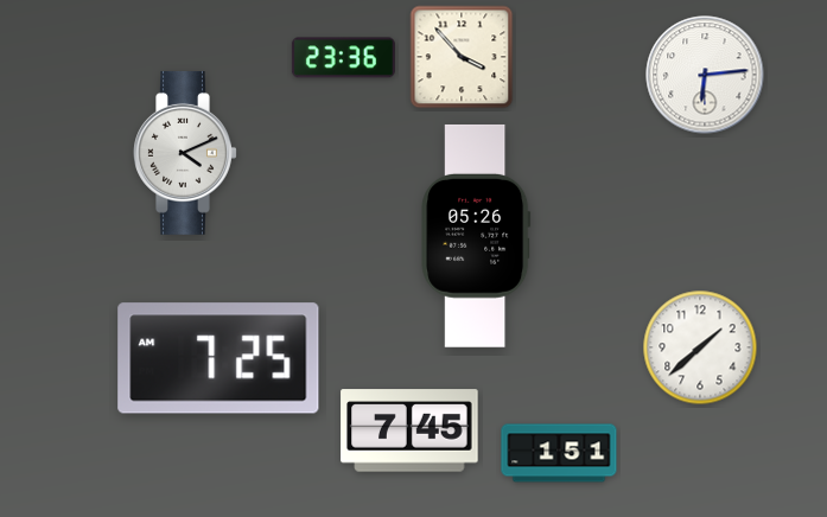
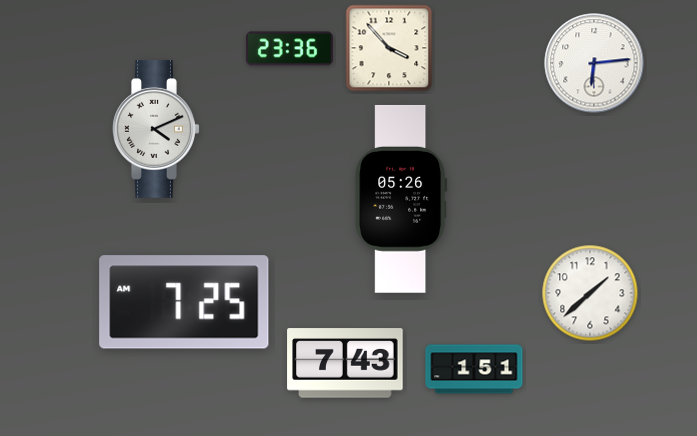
clock at (409, 430): 7:45 -> 7:43
clock at (559, 453) position: (559, 453) -> (474, 369)
